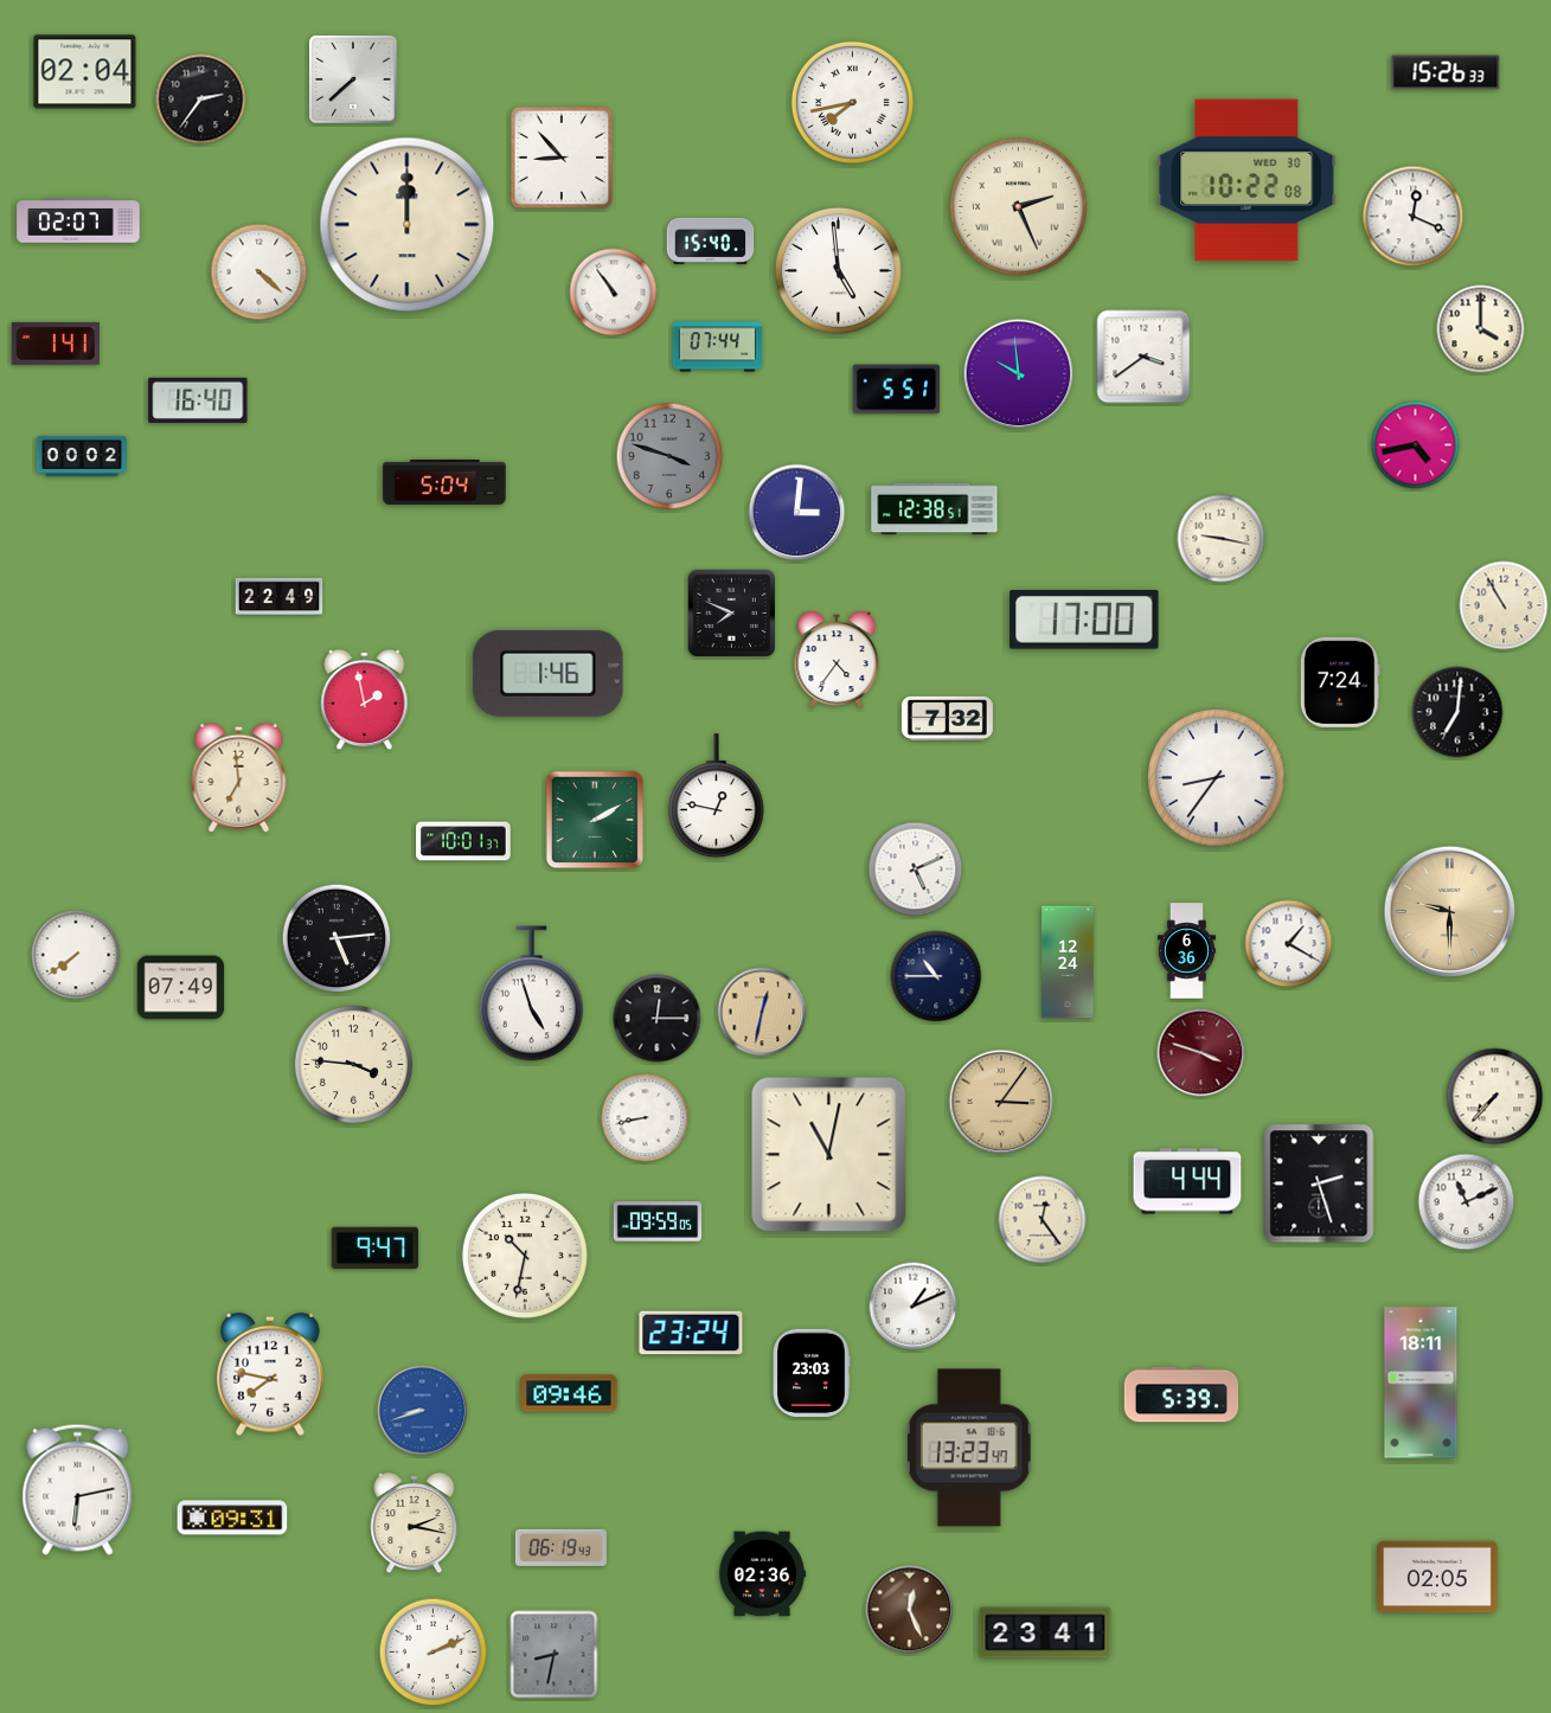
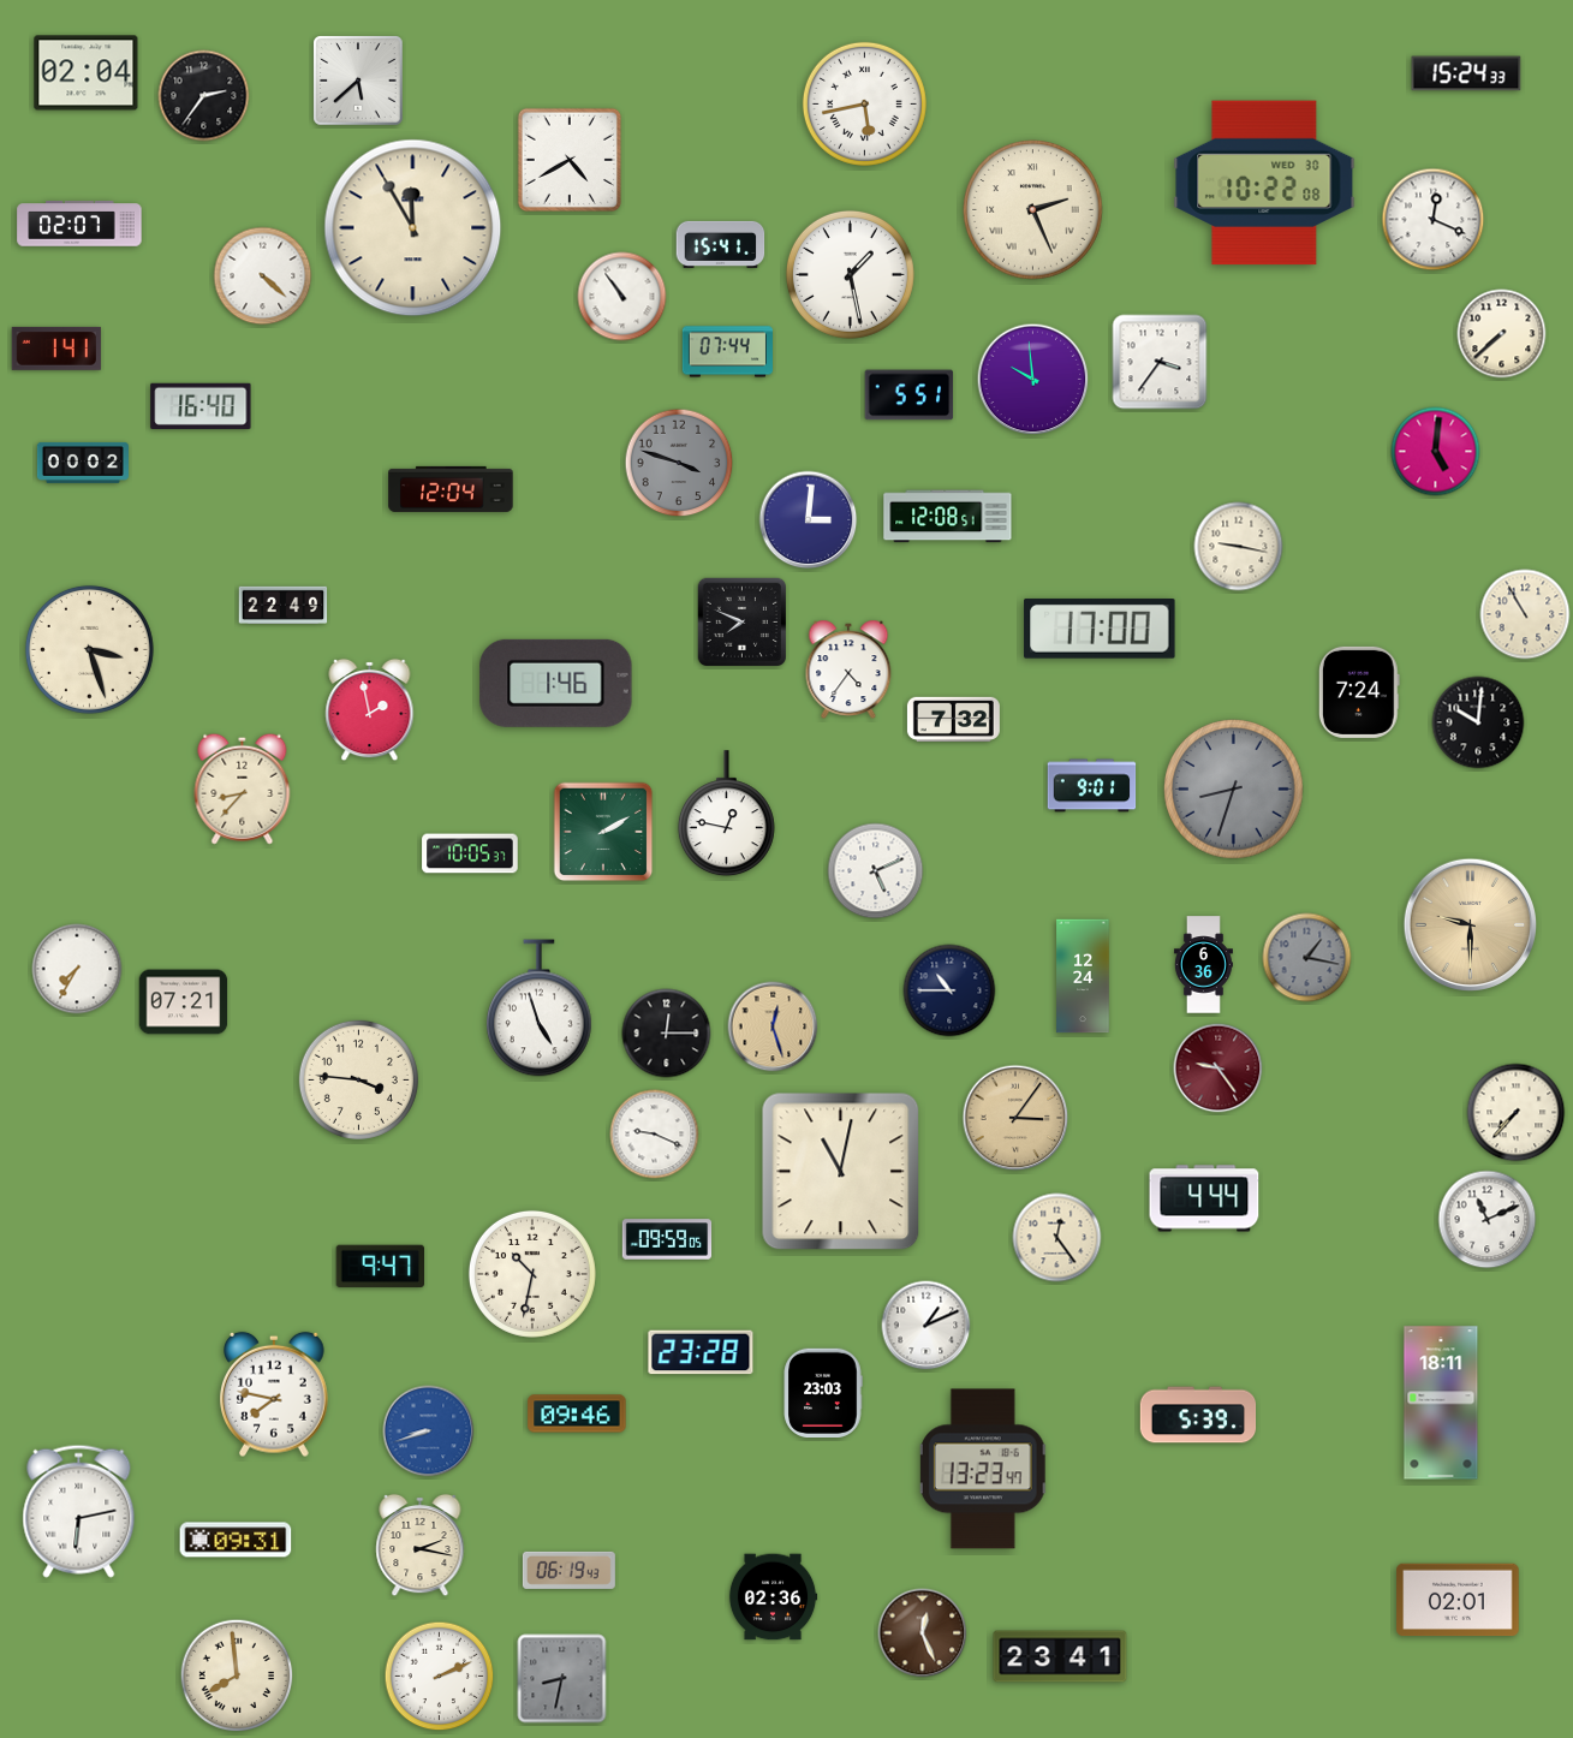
clock at (1446, 72): 15:26 -> 15:24
clock at (353, 79): 7:38 -> 5:38
clock at (201, 100) position: (201, 100) -> (204, 96)
clock at (852, 102): 7:43 -> 5:43
clock at (562, 158): 8:53 -> 4:40
clock at (408, 225): 12:00 -> 11:55
clock at (711, 240): 15:40 -> 15:41
clock at (838, 270): 4:59 -> 1:28
clock at (1481, 329): 4:00 -> 7:38
clock at (1143, 357): 3:39 -> 3:36
clock at (1416, 445): 4:43 -> 5:01
clock at (444, 482): 5:04 -> 12:04
clock at (935, 509): 12:38 -> 12:08
clock at (89, 649): none -> 3:27
clock at (1457, 712): 7:01 -> 10:01
clock at (947, 718) position: (947, 718) -> (953, 719)
clock at (1092, 786): none -> 9:01
clock at (239, 777): 6:59 -> 8:37
clock at (1217, 778): 8:36 -> 8:33
clock at (1217, 778) dial: white -> grey
clock at (716, 796) position: (716, 796) -> (726, 814)
clock at (463, 841): 10:01 -> 10:05
clock at (916, 870) position: (916, 870) -> (876, 871)
clock at (337, 938): 5:14 -> none
clock at (1289, 944): 1:20 -> 1:17
clock at (1289, 944) dial: white -> grey
clock at (76, 955): 7:39 -> 7:35
clock at (181, 988): 07:49 -> 07:21
clock at (762, 1012): 12:32 -> 12:27
clock at (1201, 1053): 3:48 -> 9:24
clock at (646, 1118): 8:43 -> 9:19
clock at (1319, 1183): 2:27 -> none
clock at (691, 1333): 23:24 -> 23:28
clock at (1437, 1577): 02:05 -> 02:01
clock at (237, 1675): none -> 7:59
